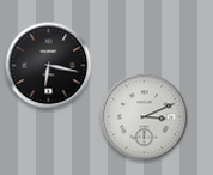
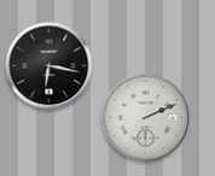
clock at (145, 117): 3:11 -> 2:11
